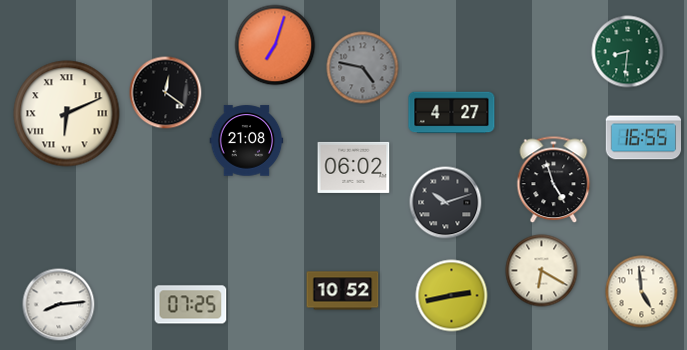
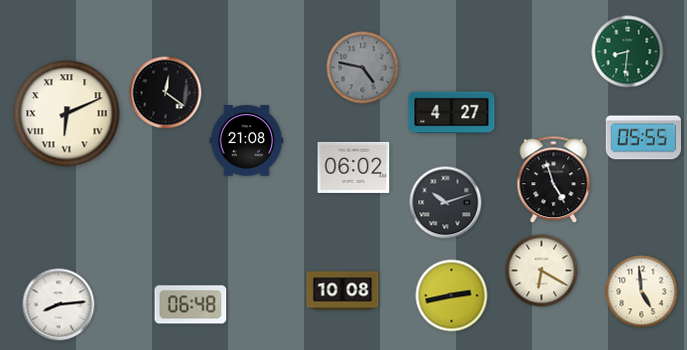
clock at (275, 45): 7:03 -> none
clock at (644, 138): 16:55 -> 05:55
clock at (343, 291): 10:52 -> 10:08
clock at (191, 305): 07:25 -> 06:48
